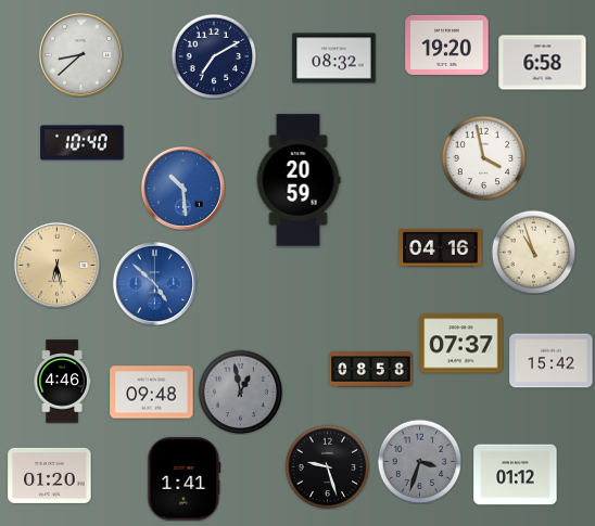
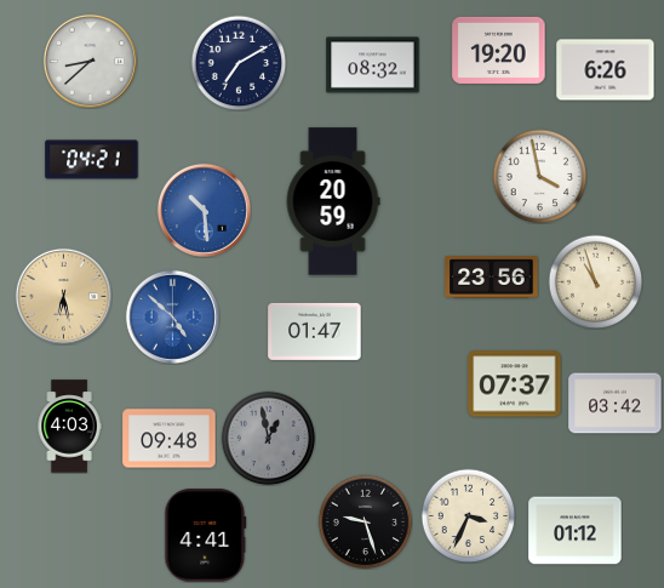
clock at (543, 63): 6:58 -> 6:26
clock at (83, 143): 10:40 -> 04:21
clock at (441, 248): 04:16 -> 23:56
clock at (315, 331): none -> 01:47
clock at (552, 361): 15:42 -> 03:42
clock at (371, 370): 08:58 -> none
clock at (62, 382): 4:46 -> 4:03
clock at (419, 461): 3:33 -> 3:34
clock at (419, 461) dial: grey -> cream
clock at (50, 475): 01:20 -> none
clock at (185, 479): 1:41 -> 4:41
